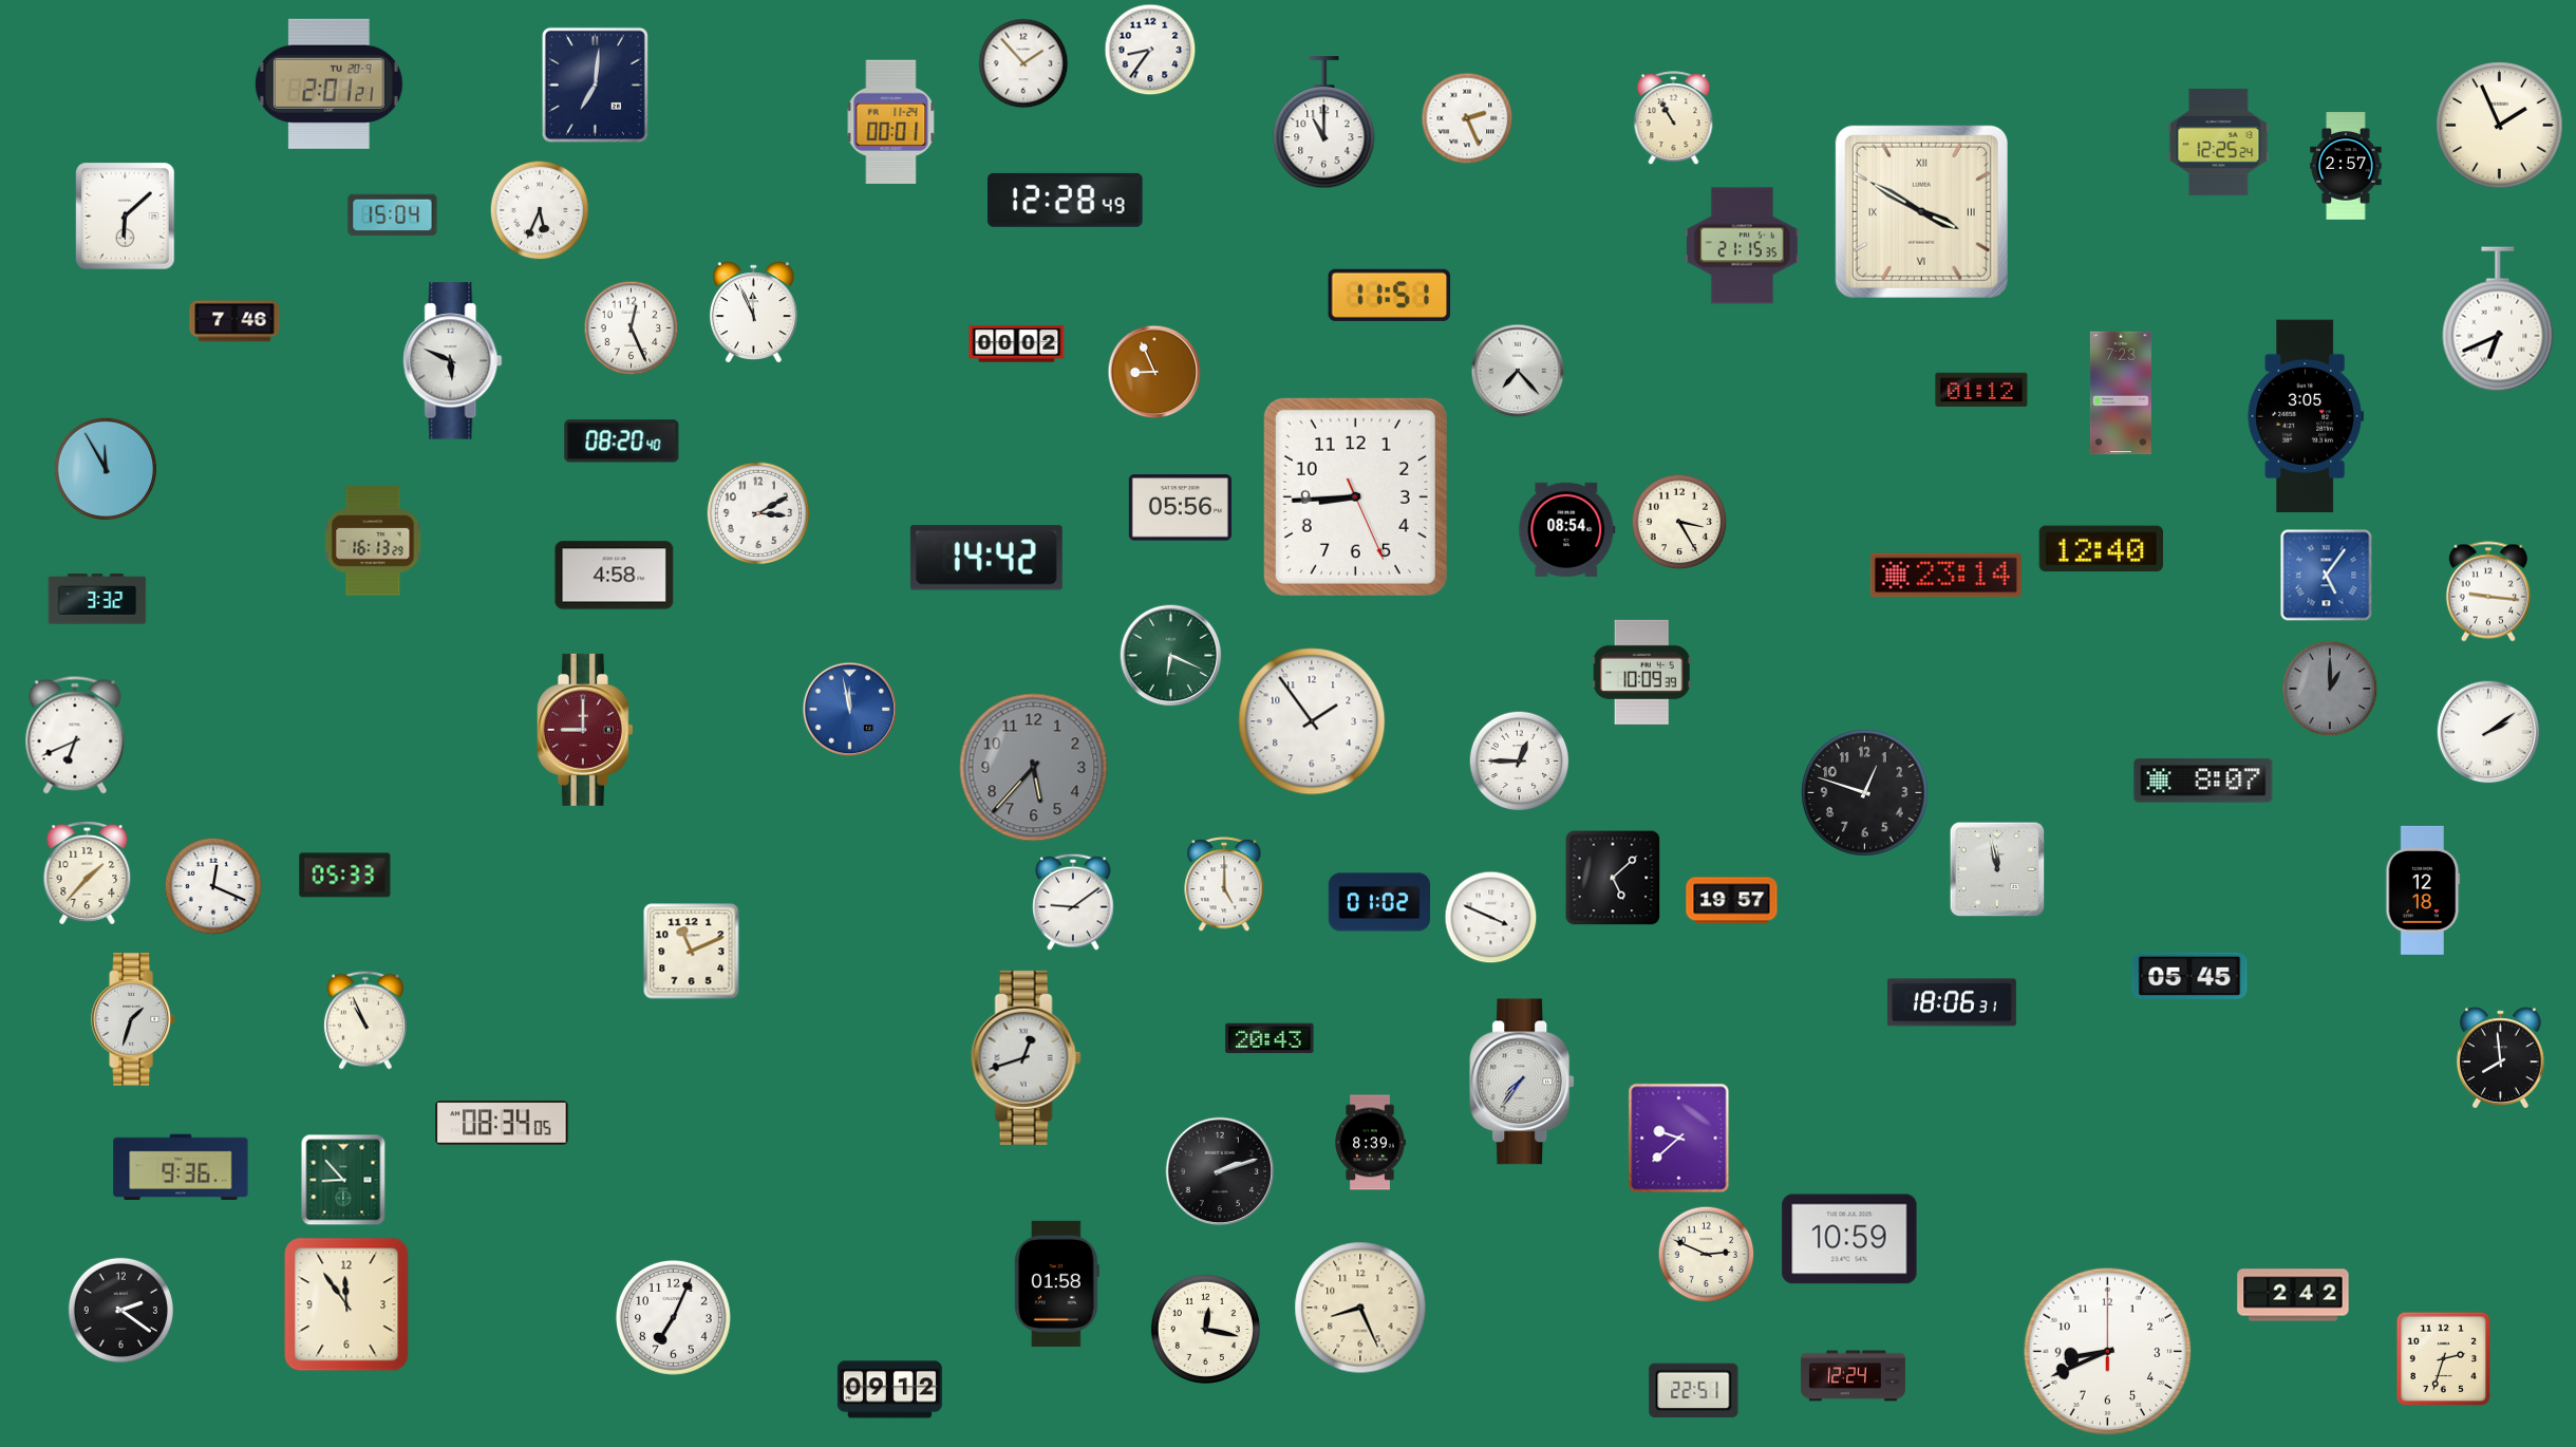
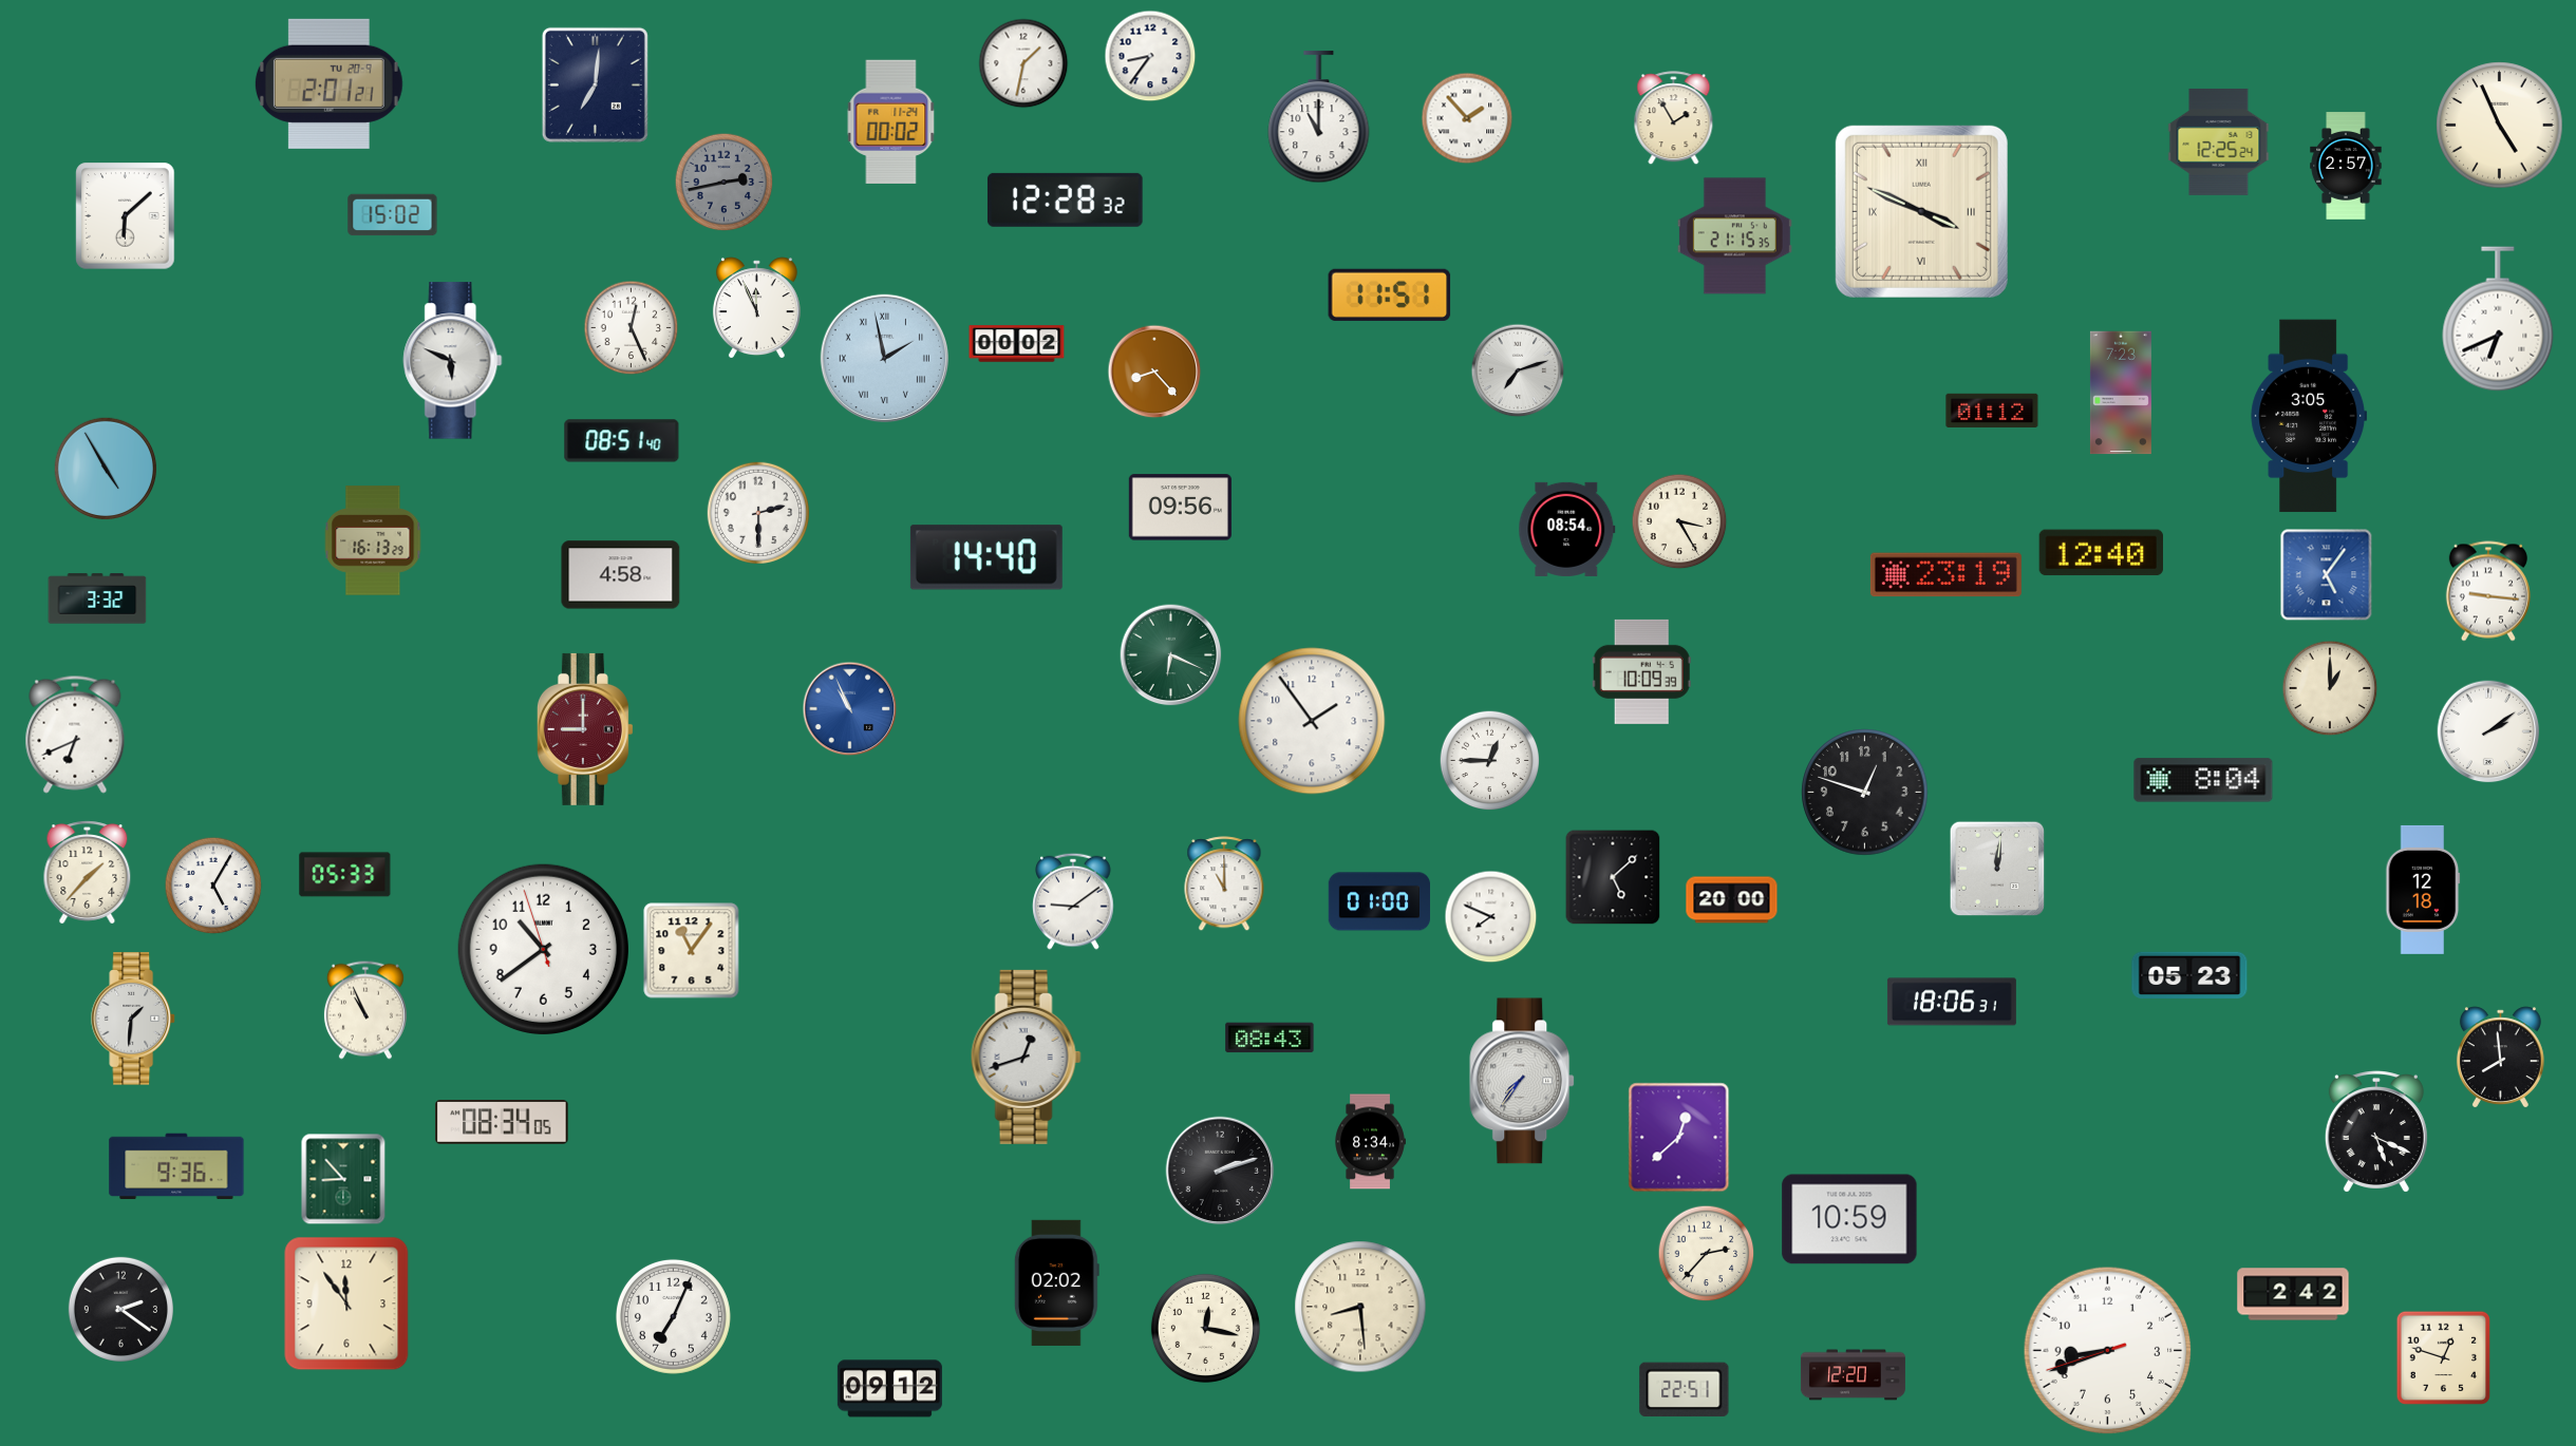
clock at (1150, 50) position: (1150, 50) -> (1150, 56)
clock at (1023, 63): 1:53 -> 1:32
clock at (1467, 118): 2:26 -> 1:53
clock at (1674, 118): 10:55 -> 1:55
clock at (891, 121): 00:01 -> 00:02
clock at (1324, 123) position: (1324, 123) -> (1319, 117)
clock at (2500, 126): 1:56 -> 4:56
clock at (725, 183): none -> 2:43
clock at (1066, 200): 12:28:49 -> 12:28:32
clock at (540, 210): 5:34 -> none
clock at (1921, 211): 3:50 -> 3:49
clock at (393, 215): 15:04 -> 15:02
clock at (1742, 246) position: (1742, 246) -> (1734, 236)
clock at (753, 313) position: (753, 313) -> (756, 308)
clock at (234, 321): 7:46 -> none
clock at (884, 358): none -> 1:58
clock at (1518, 371): 7:23 -> 7:12
clock at (1154, 372): 8:56 -> 8:23
clock at (1981, 390) position: (1981, 390) -> (1992, 411)
clock at (2306, 416) position: (2306, 416) -> (2309, 416)
clock at (622, 441): 08:20 -> 08:51
clock at (105, 468): 11:55 -> 4:55
clock at (1355, 496): 8:44 -> none
clock at (1180, 508): 05:56 -> 09:56
clock at (757, 512): 3:10 -> 2:30
clock at (2101, 549) position: (2101, 549) -> (2101, 553)
clock at (986, 558): 14:42 -> 14:40
clock at (615, 576) position: (615, 576) -> (621, 575)
clock at (1945, 576): 23:14 -> 23:19
clock at (2330, 689) dial: grey -> cream
clock at (850, 710): 11:58 -> 10:56
clock at (1520, 762) position: (1520, 762) -> (1490, 761)
clock at (1034, 768): 5:37 -> none
clock at (2203, 781): 8:07 -> 8:04
clock at (1997, 869): 11:58 -> 12:01
clock at (1224, 885): 5:00 -> 11:00
clock at (213, 886): 12:19 -> 5:05
clock at (1732, 901): 19:57 -> 20:00
clock at (1378, 902): 01:02 -> 01:00
clock at (1491, 918): 3:49 -> 7:49
clock at (543, 949): none -> 10:38
clock at (692, 952): 11:11 -> 11:06
clock at (2189, 976): 05:45 -> 05:23
clock at (133, 1019): 1:33 -> 1:31
clock at (365, 1020) position: (365, 1020) -> (365, 1010)
clock at (1270, 1038): 20:43 -> 08:43
clock at (2376, 1131): none -> 5:19
clock at (1679, 1139): 9:38 -> 12:38
clock at (1370, 1143): 8:39 -> 8:34
clock at (181, 1167) position: (181, 1167) -> (176, 1166)
clock at (1849, 1239) position: (1849, 1239) -> (1849, 1219)
clock at (1707, 1255): 2:49 -> 2:37
clock at (1056, 1283): 01:58 -> 02:02
clock at (1360, 1308): 8:26 -> 8:29
clock at (2108, 1352): 8:41:00 -> 8:41:42
clock at (2443, 1358): 2:33 -> 12:48
clock at (1853, 1376): 12:24 -> 12:20
clock at (1694, 1391) position: (1694, 1391) -> (1685, 1390)
